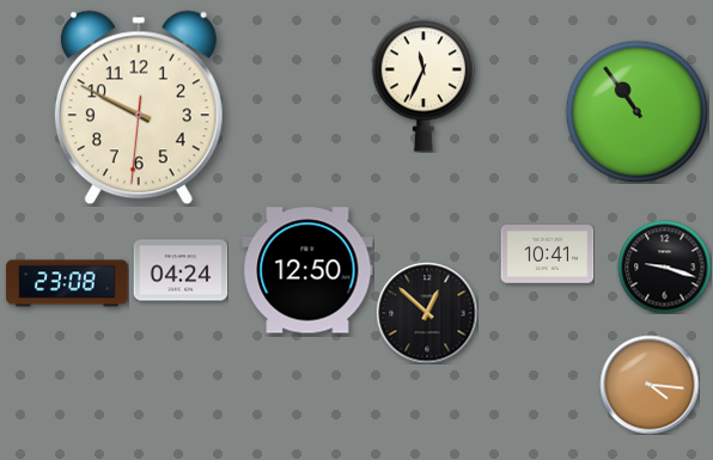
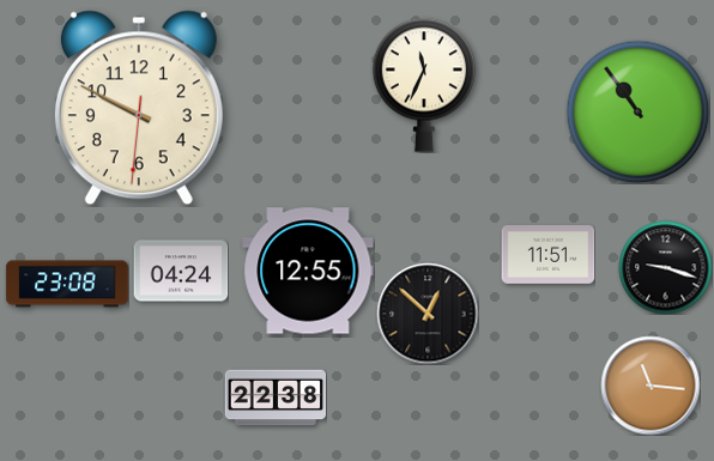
clock at (547, 254): 10:41 -> 11:51
clock at (307, 270): 12:50 -> 12:55
clock at (650, 385): 4:16 -> 11:16
clock at (276, 398): none -> 22:38
